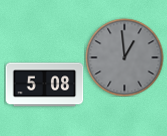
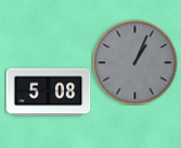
clock at (124, 57): 12:59 -> 1:04
